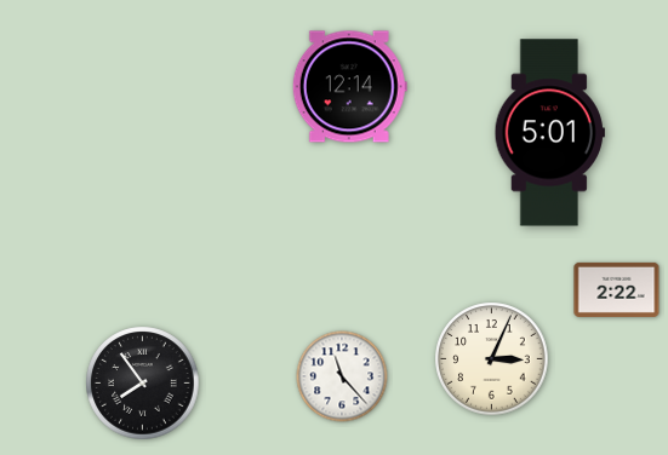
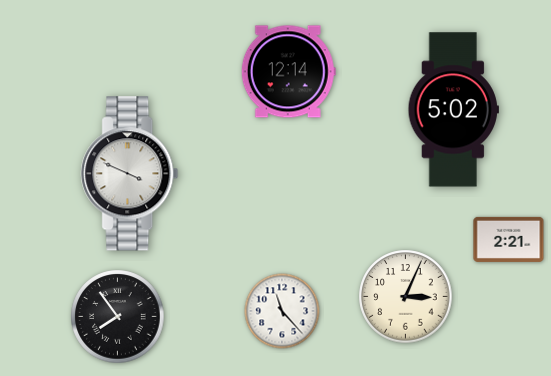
clock at (549, 133): 5:01 -> 5:02
clock at (130, 174): none -> 3:49
clock at (617, 289): 2:22 -> 2:21
